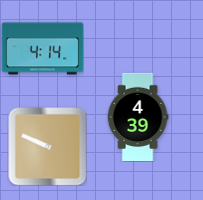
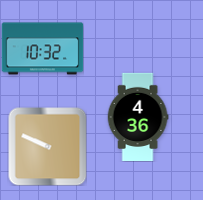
clock at (42, 49): 4:14 -> 10:32
clock at (138, 116): 4:39 -> 4:36
